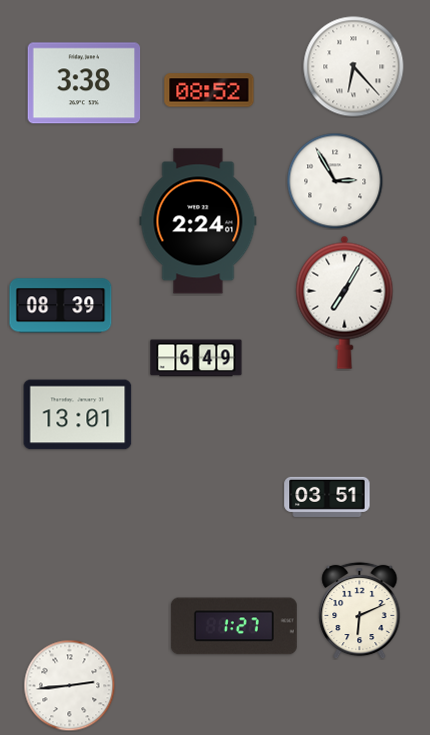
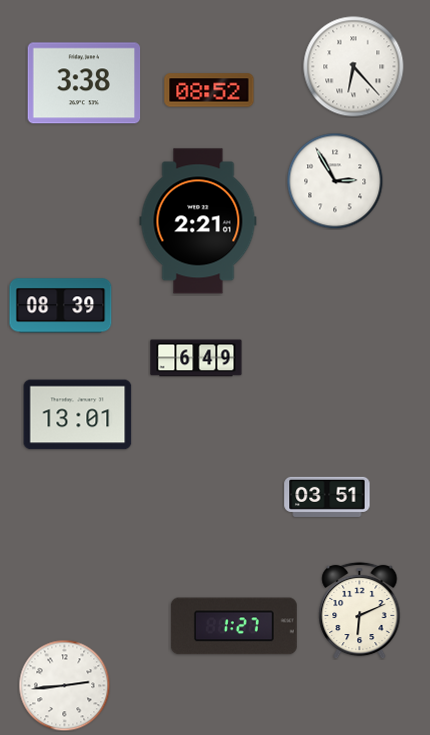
clock at (198, 221): 2:24 -> 2:21
clock at (345, 302): 7:05 -> none
clock at (69, 685) position: (69, 685) -> (64, 685)
